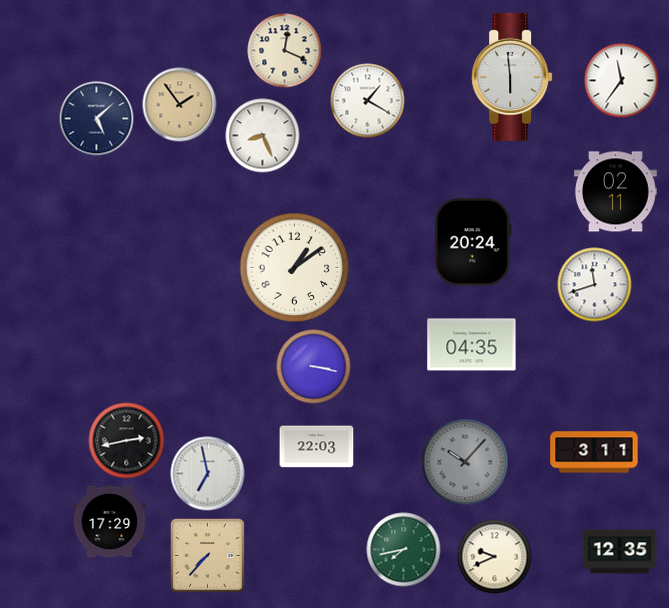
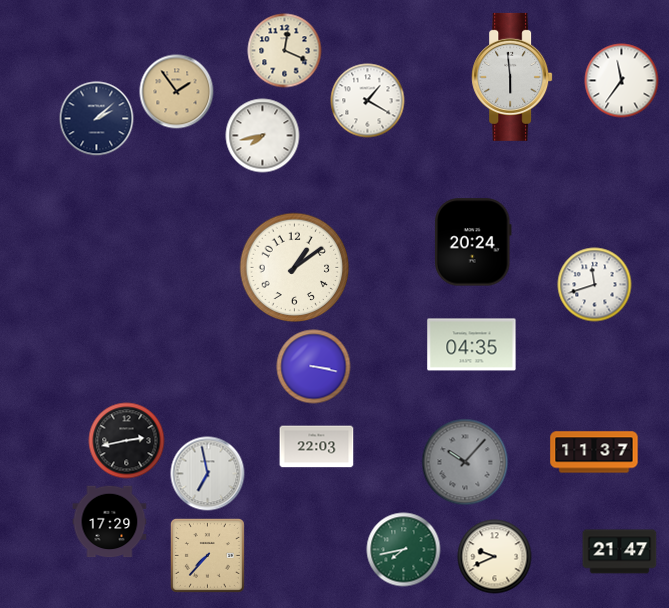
clock at (180, 105) position: (180, 105) -> (177, 92)
clock at (97, 119): 5:08 -> 2:08
clock at (263, 136): 8:26 -> 7:43
clock at (616, 192): 02:11 -> none
clock at (594, 452): 3:11 -> 11:37
clock at (620, 552): 12:35 -> 21:47
